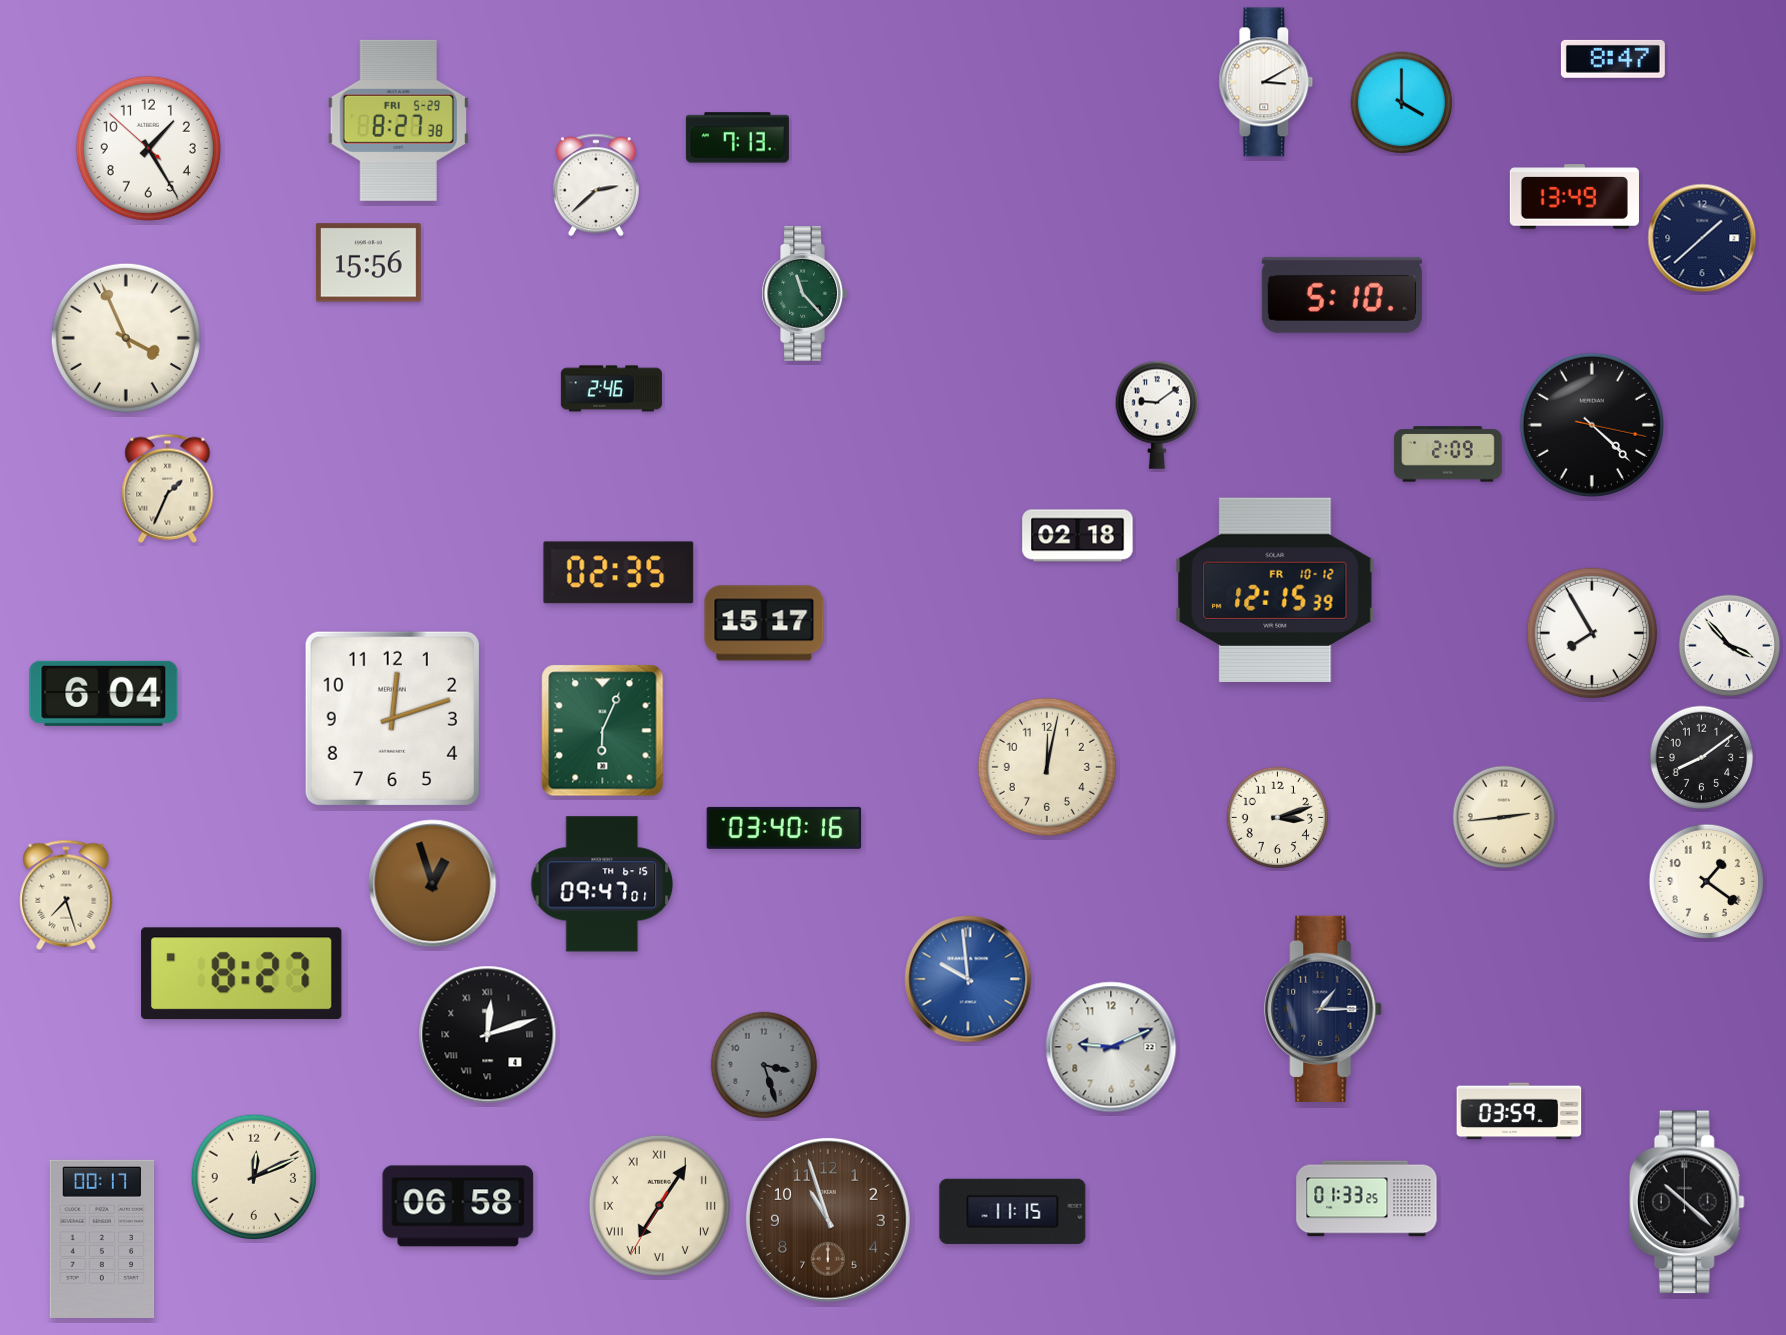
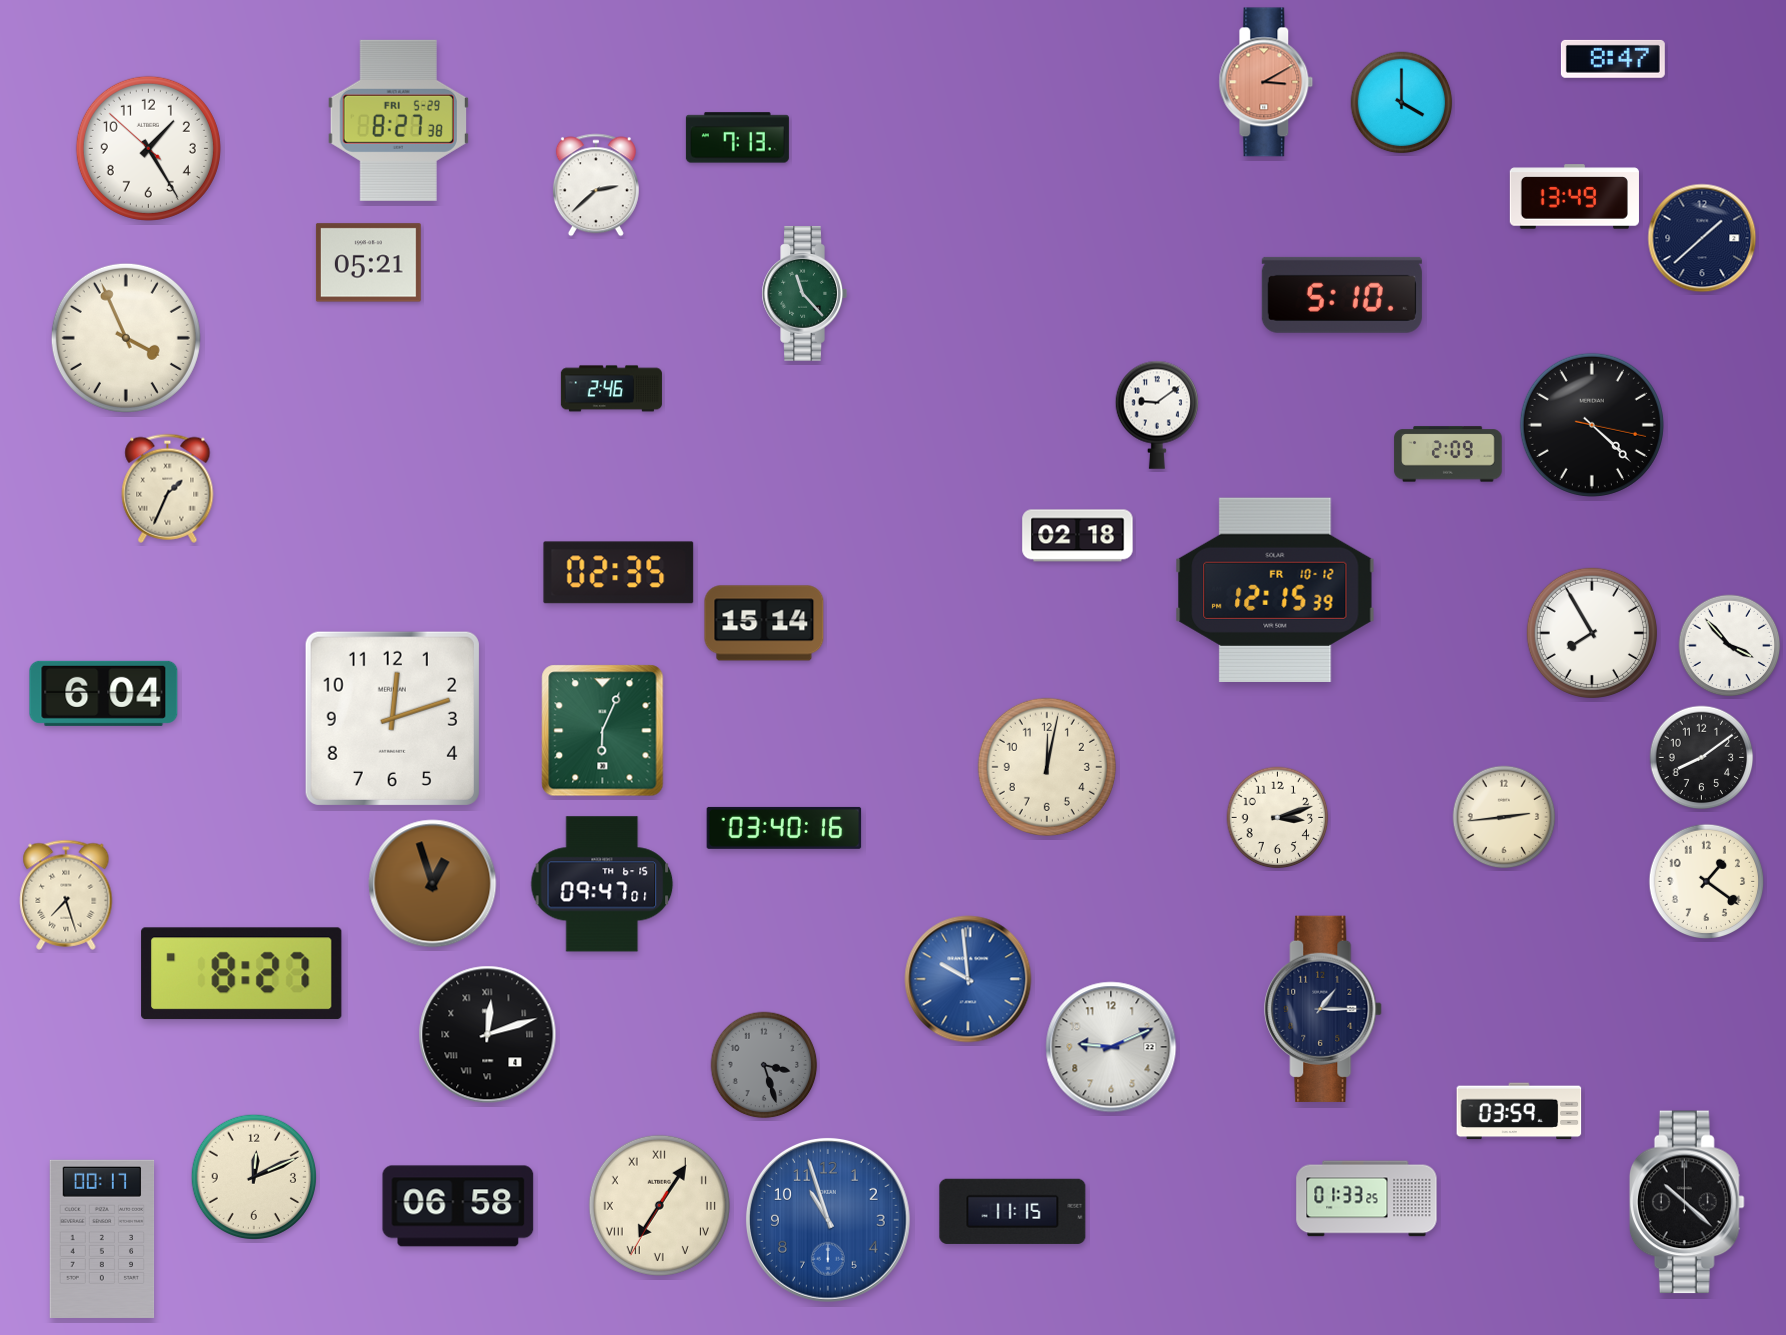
clock at (1266, 82) dial: white -> salmon
clock at (368, 263): 15:56 -> 05:21
clock at (764, 623): 15:17 -> 15:14
clock at (828, 1220) dial: brown -> blue
